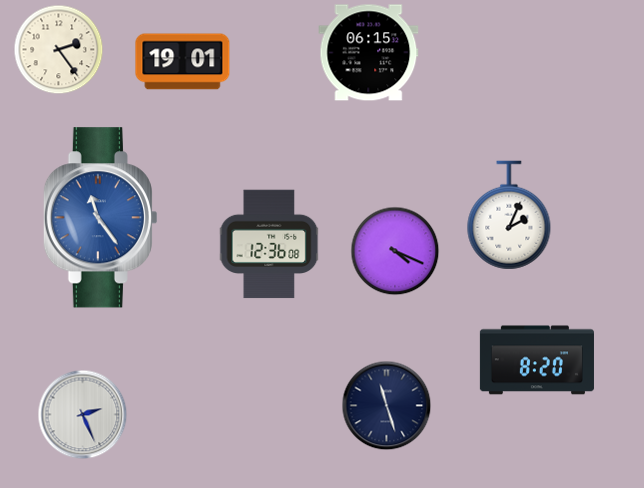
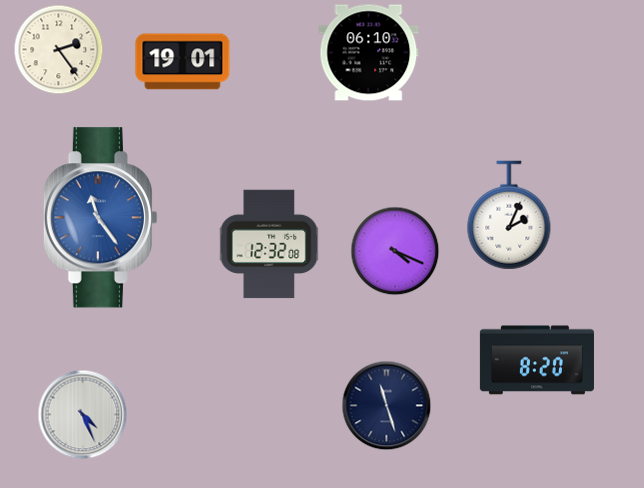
clock at (369, 53): 06:15 -> 06:10
clock at (269, 244): 12:36 -> 12:32
clock at (82, 414): 2:26 -> 4:26
